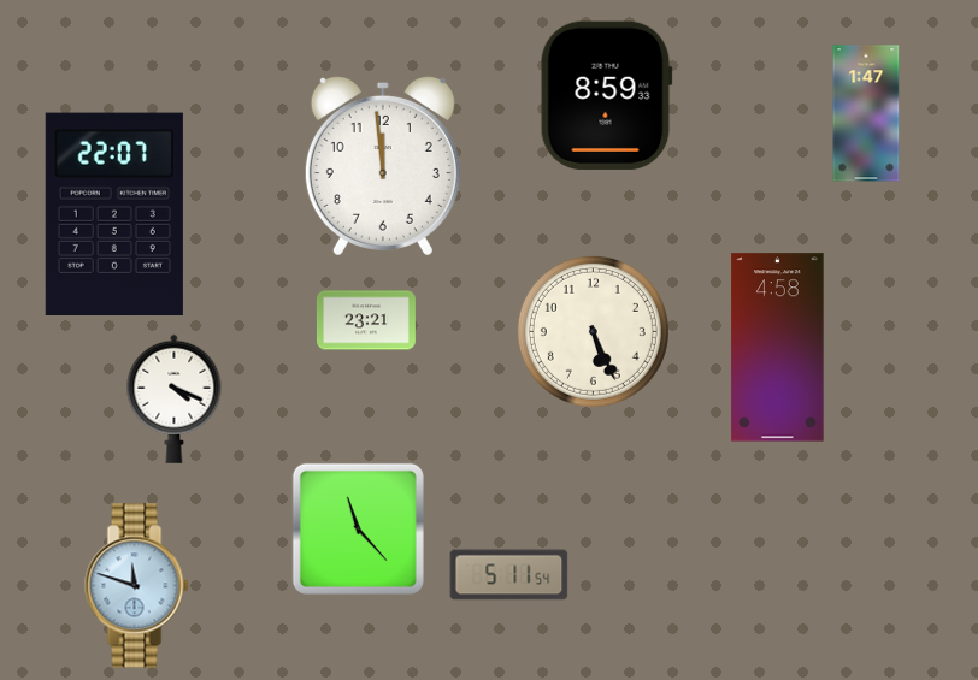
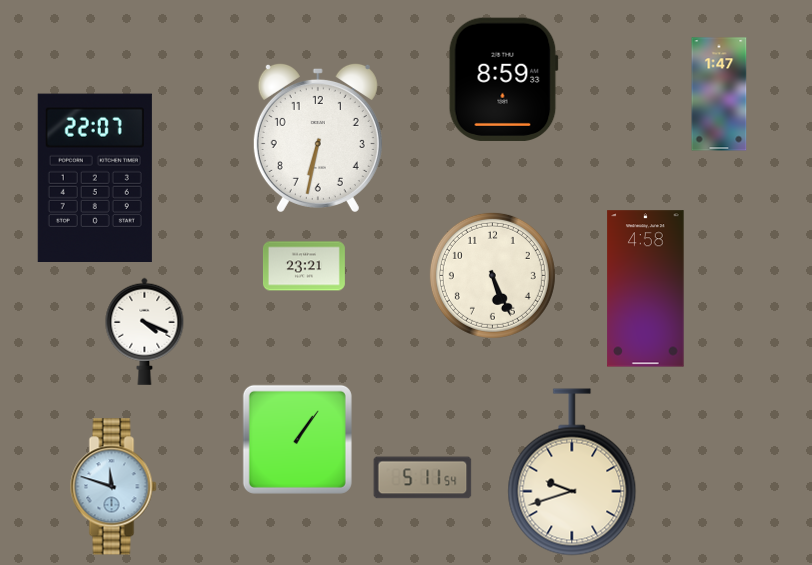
clock at (383, 165): 11:59 -> 6:32
clock at (358, 528): 11:23 -> 1:06
clock at (572, 472): none -> 9:42
